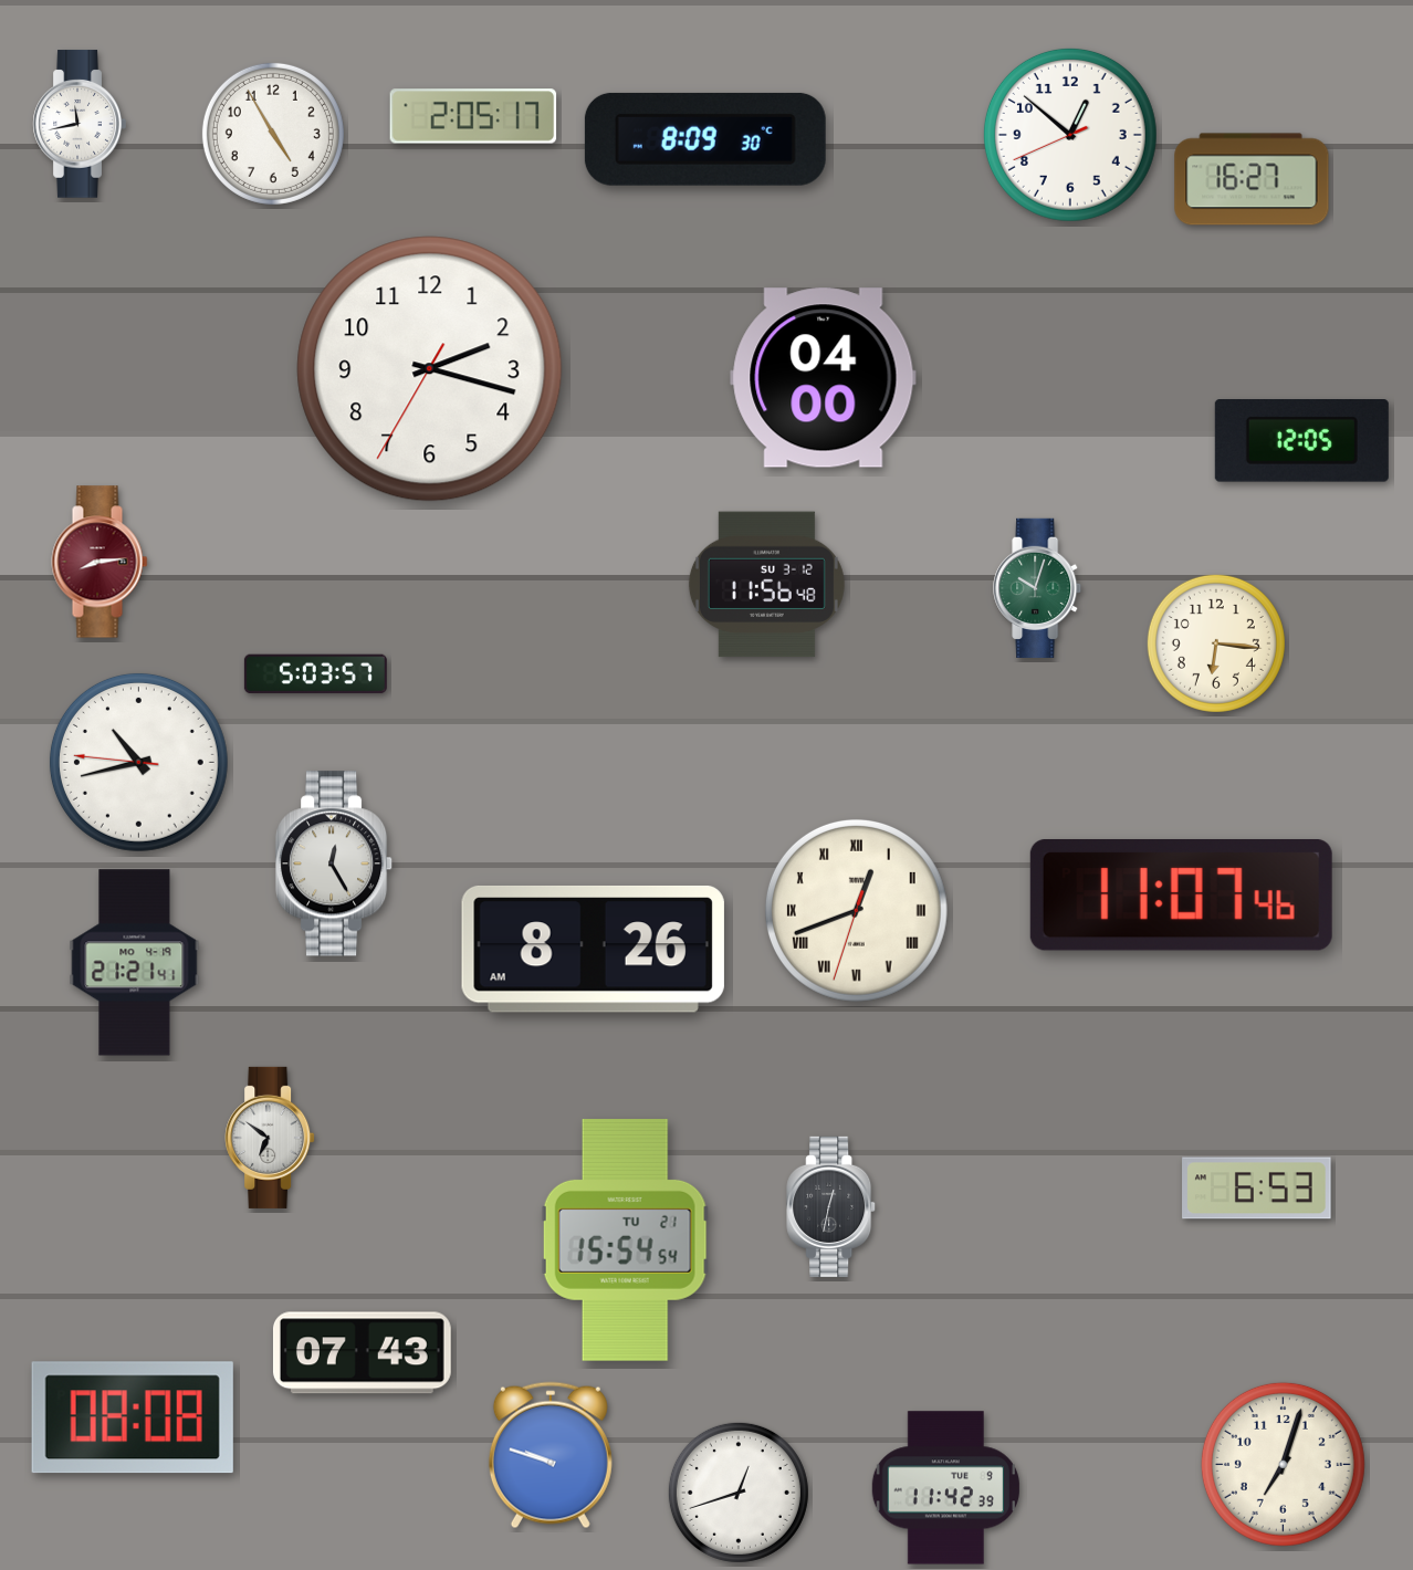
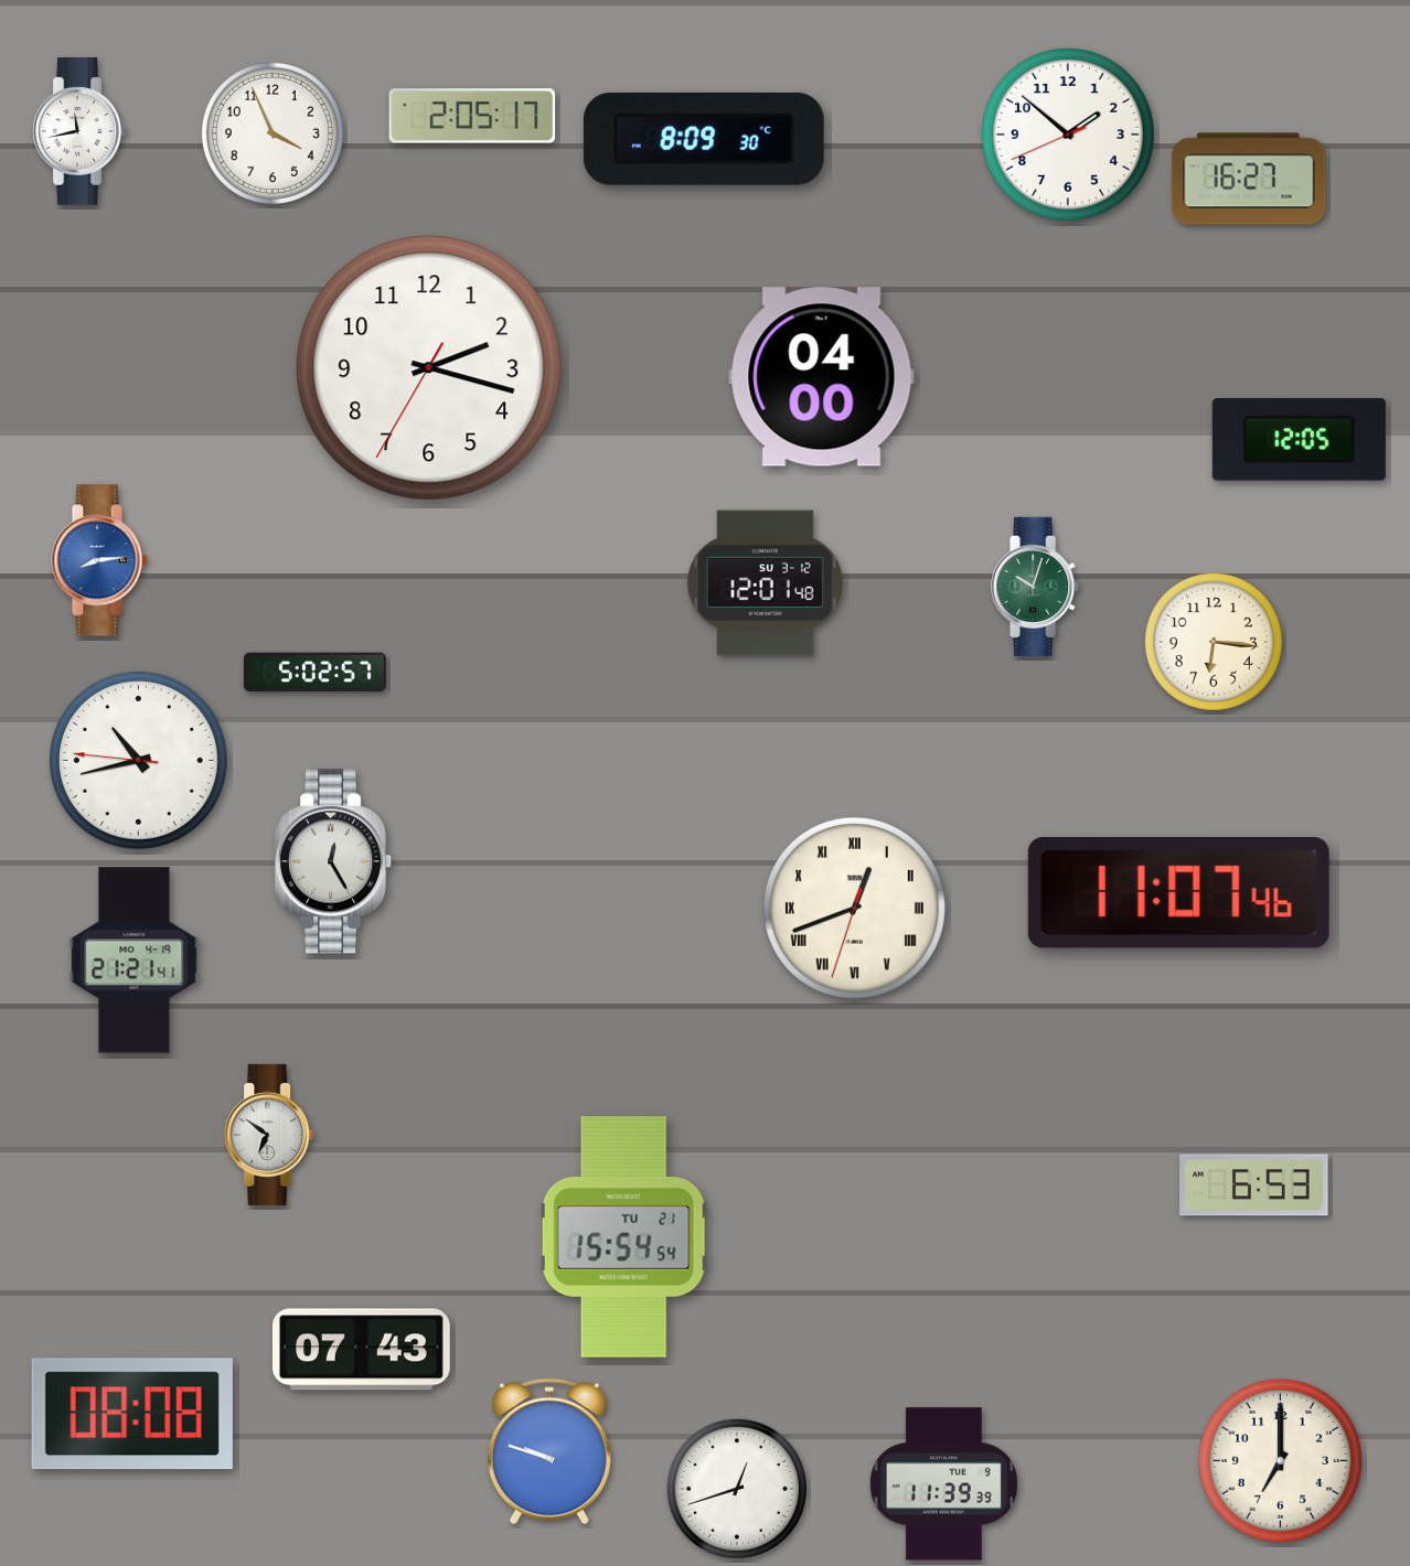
clock at (80, 124) position: (80, 124) -> (79, 131)
clock at (273, 134): 4:55 -> 3:56
clock at (1070, 135): 12:51 -> 1:51
clock at (100, 562) dial: burgundy -> blue
clock at (766, 585): 11:56 -> 12:01
clock at (315, 674): 5:03 -> 5:02
clock at (593, 949): 8:26 -> none
clock at (831, 1206): 12:32 -> none
clock at (1283, 1464): 7:03 -> 7:00
clock at (945, 1488): 11:42 -> 11:39
